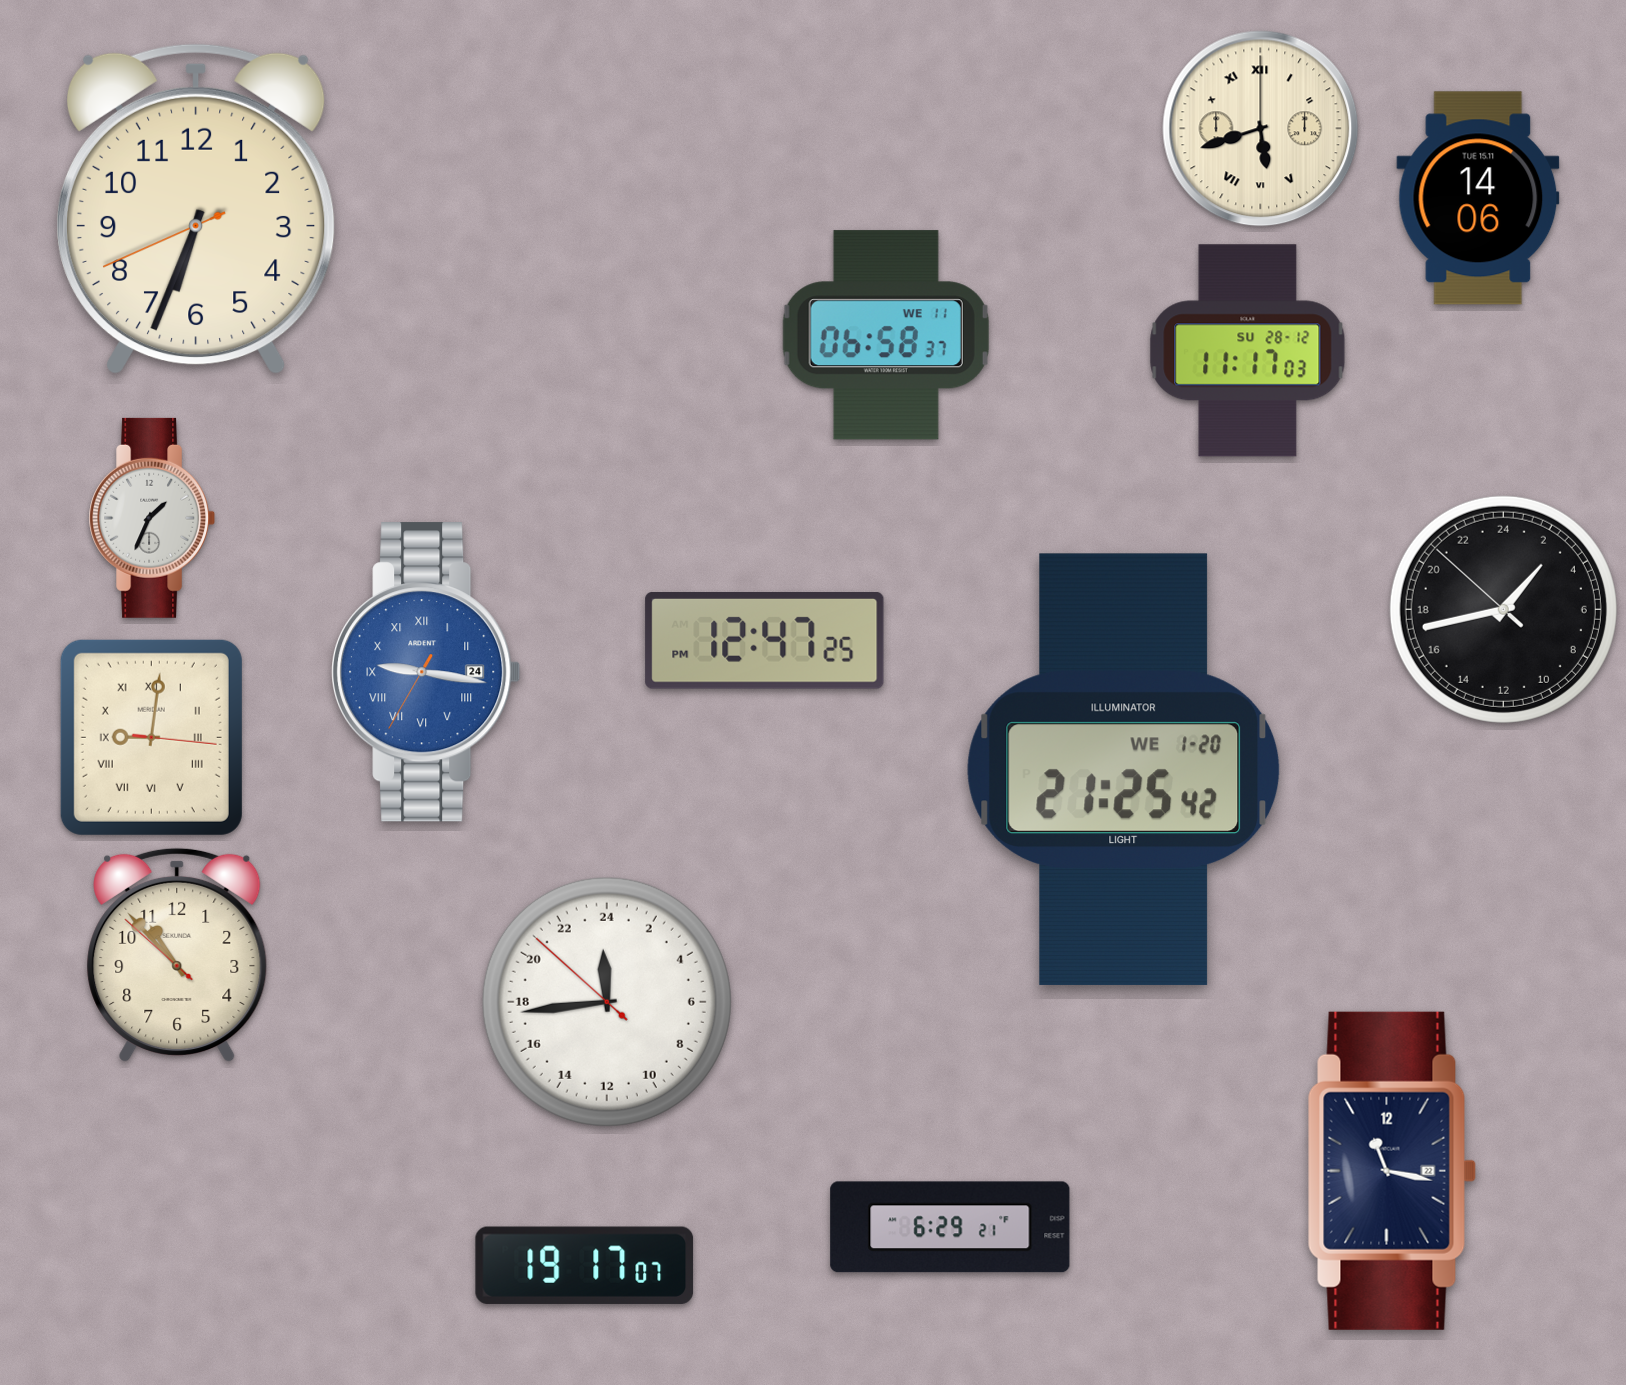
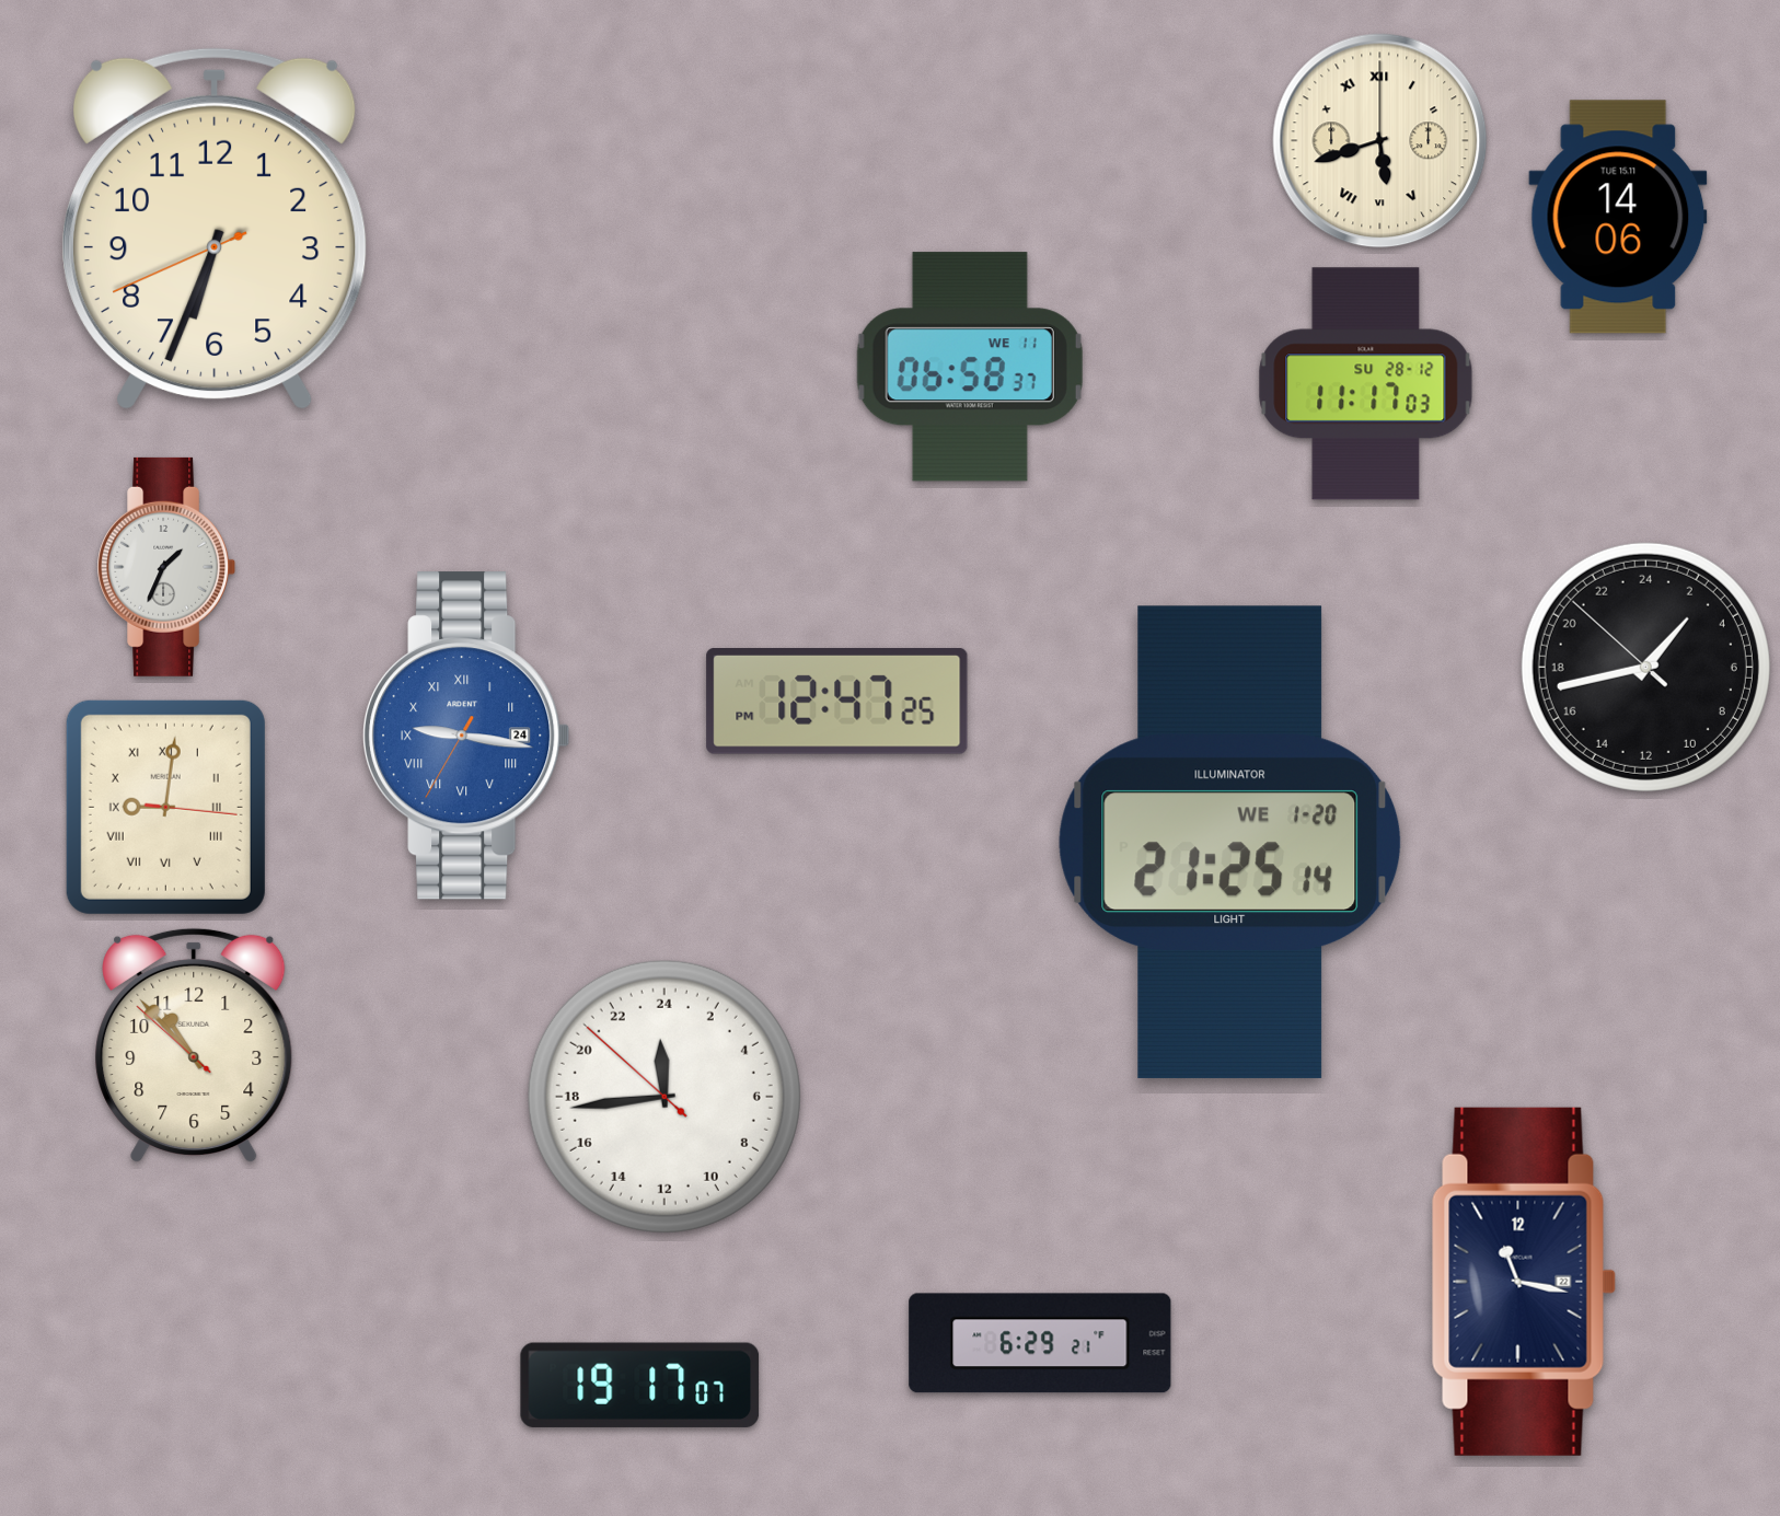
clock at (1124, 769): 21:25:42 -> 21:25:14
